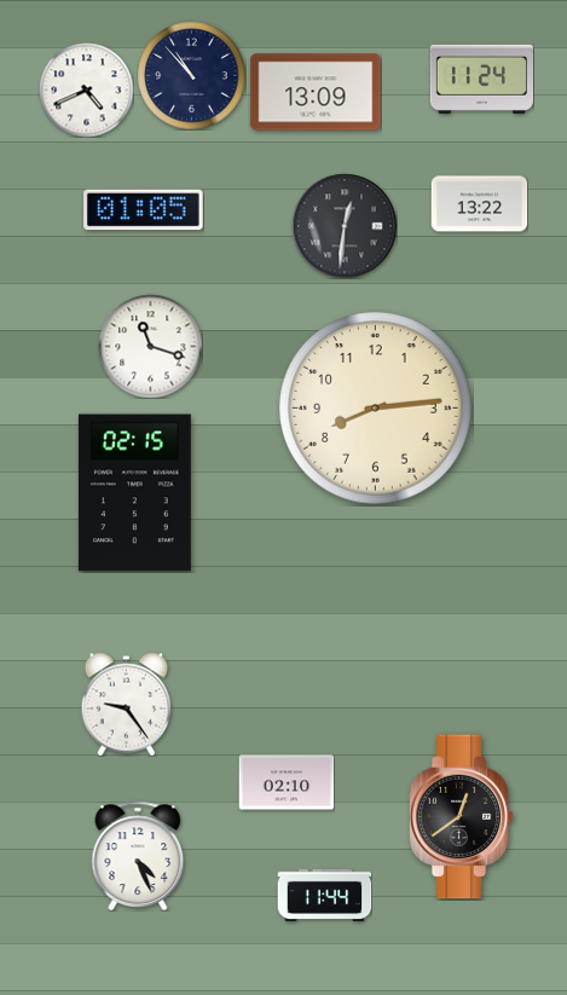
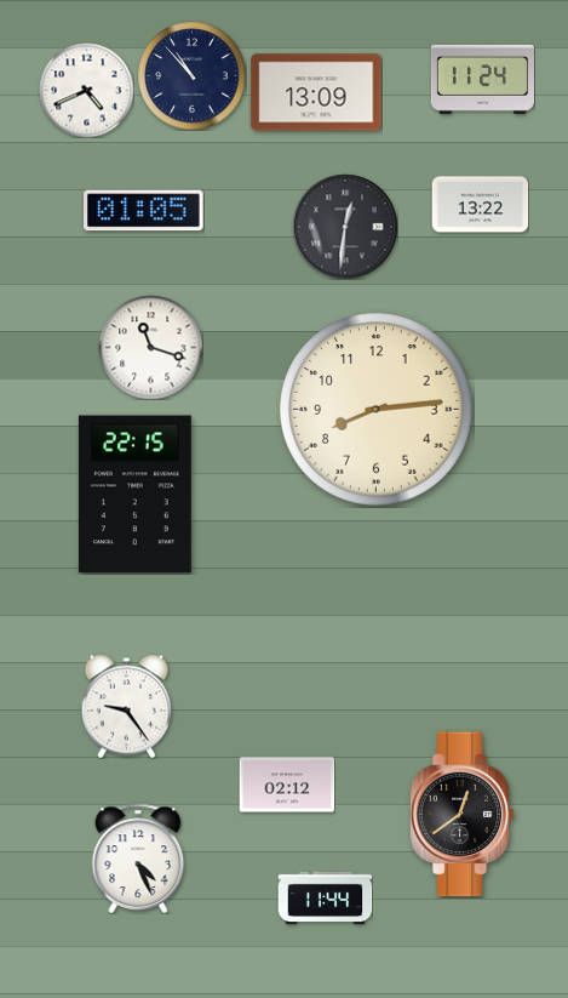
clock at (134, 493): 02:15 -> 22:15
clock at (287, 782): 02:10 -> 02:12
clock at (461, 817) position: (461, 817) -> (461, 815)
